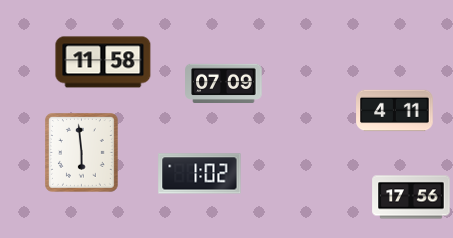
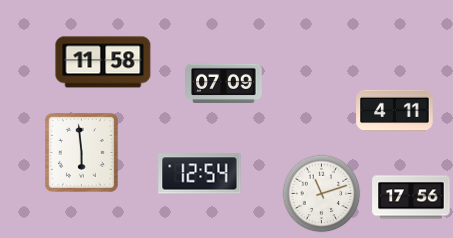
clock at (200, 174): 1:02 -> 12:54
clock at (321, 193): none -> 11:12
